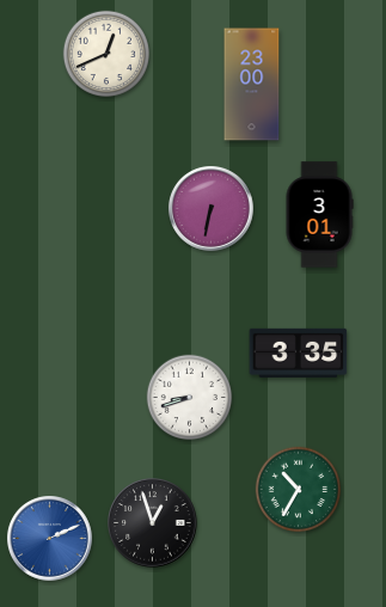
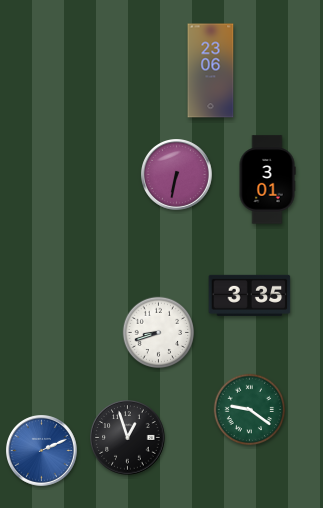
clock at (106, 54): 12:41 -> none
clock at (252, 85): 23:00 -> 23:06
clock at (299, 490): 10:35 -> 9:21
